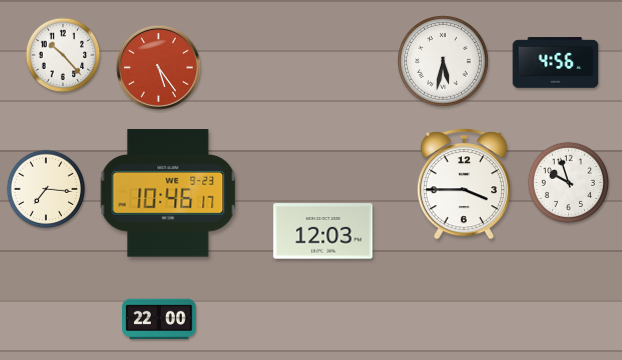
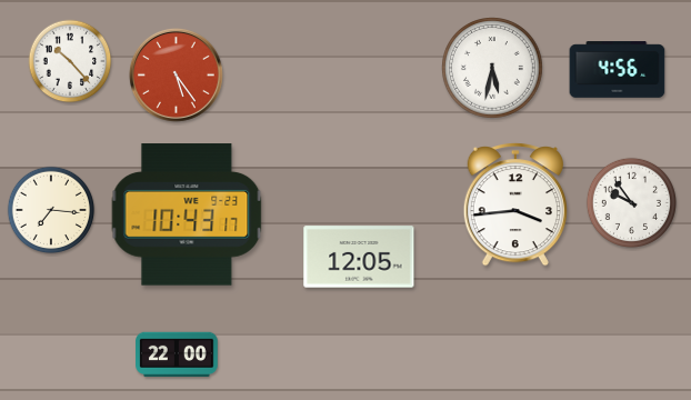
clock at (568, 182): 9:57 -> 9:54
clock at (464, 185): 3:45 -> 3:44
clock at (168, 193): 10:46 -> 10:43
clock at (323, 231): 12:03 -> 12:05
